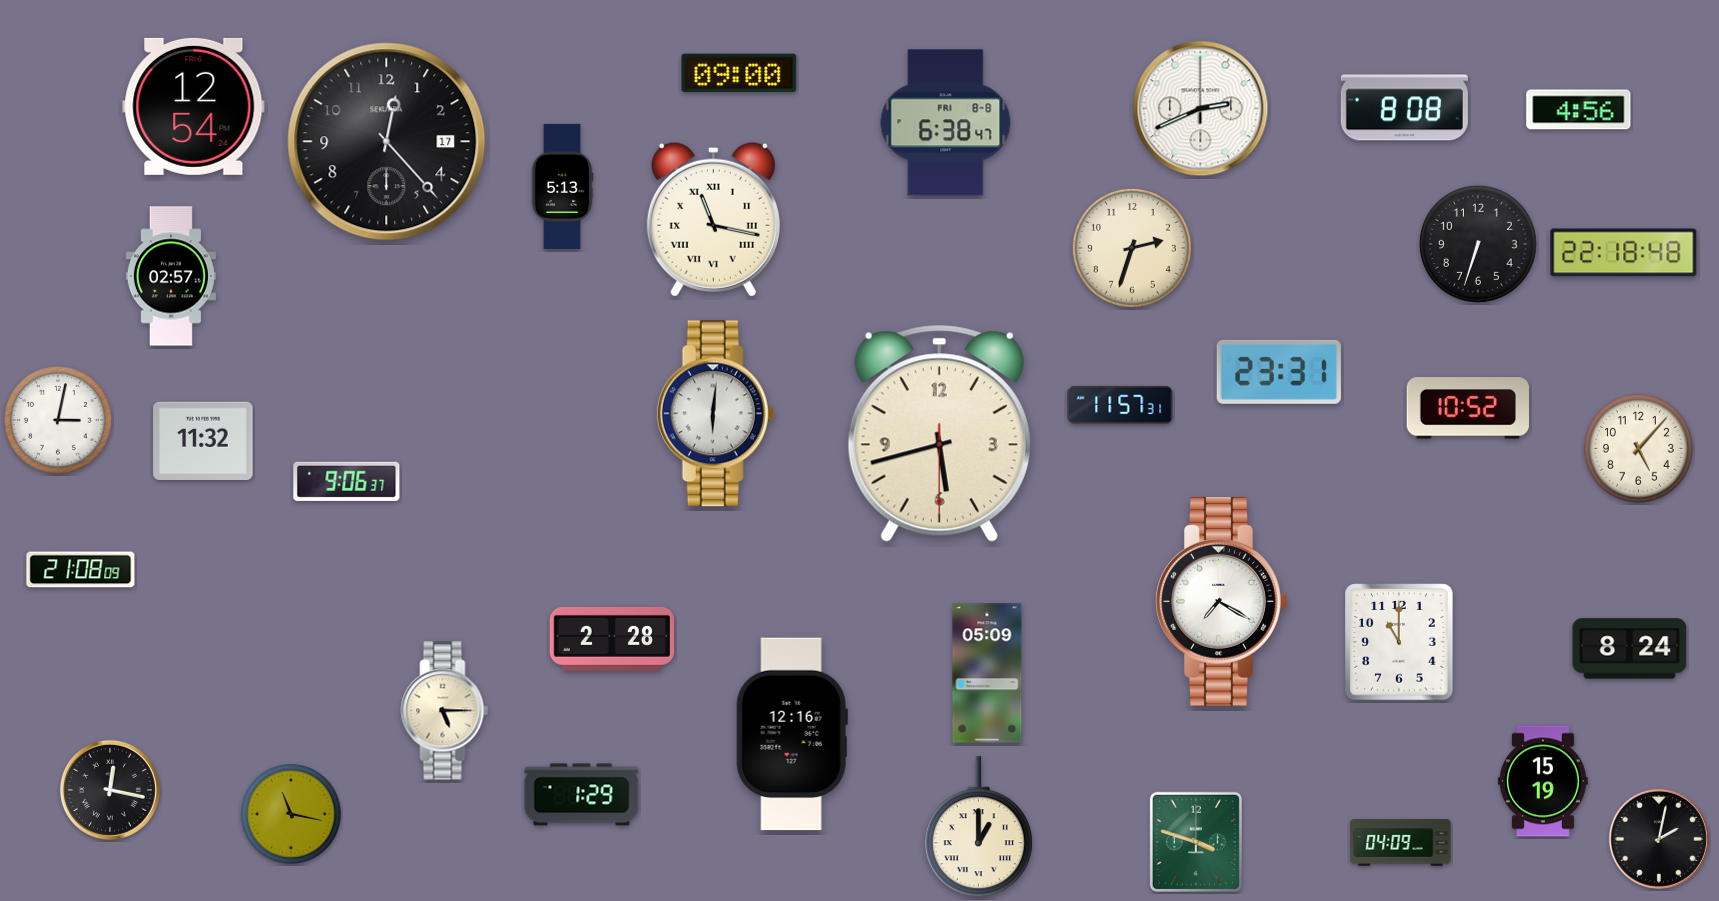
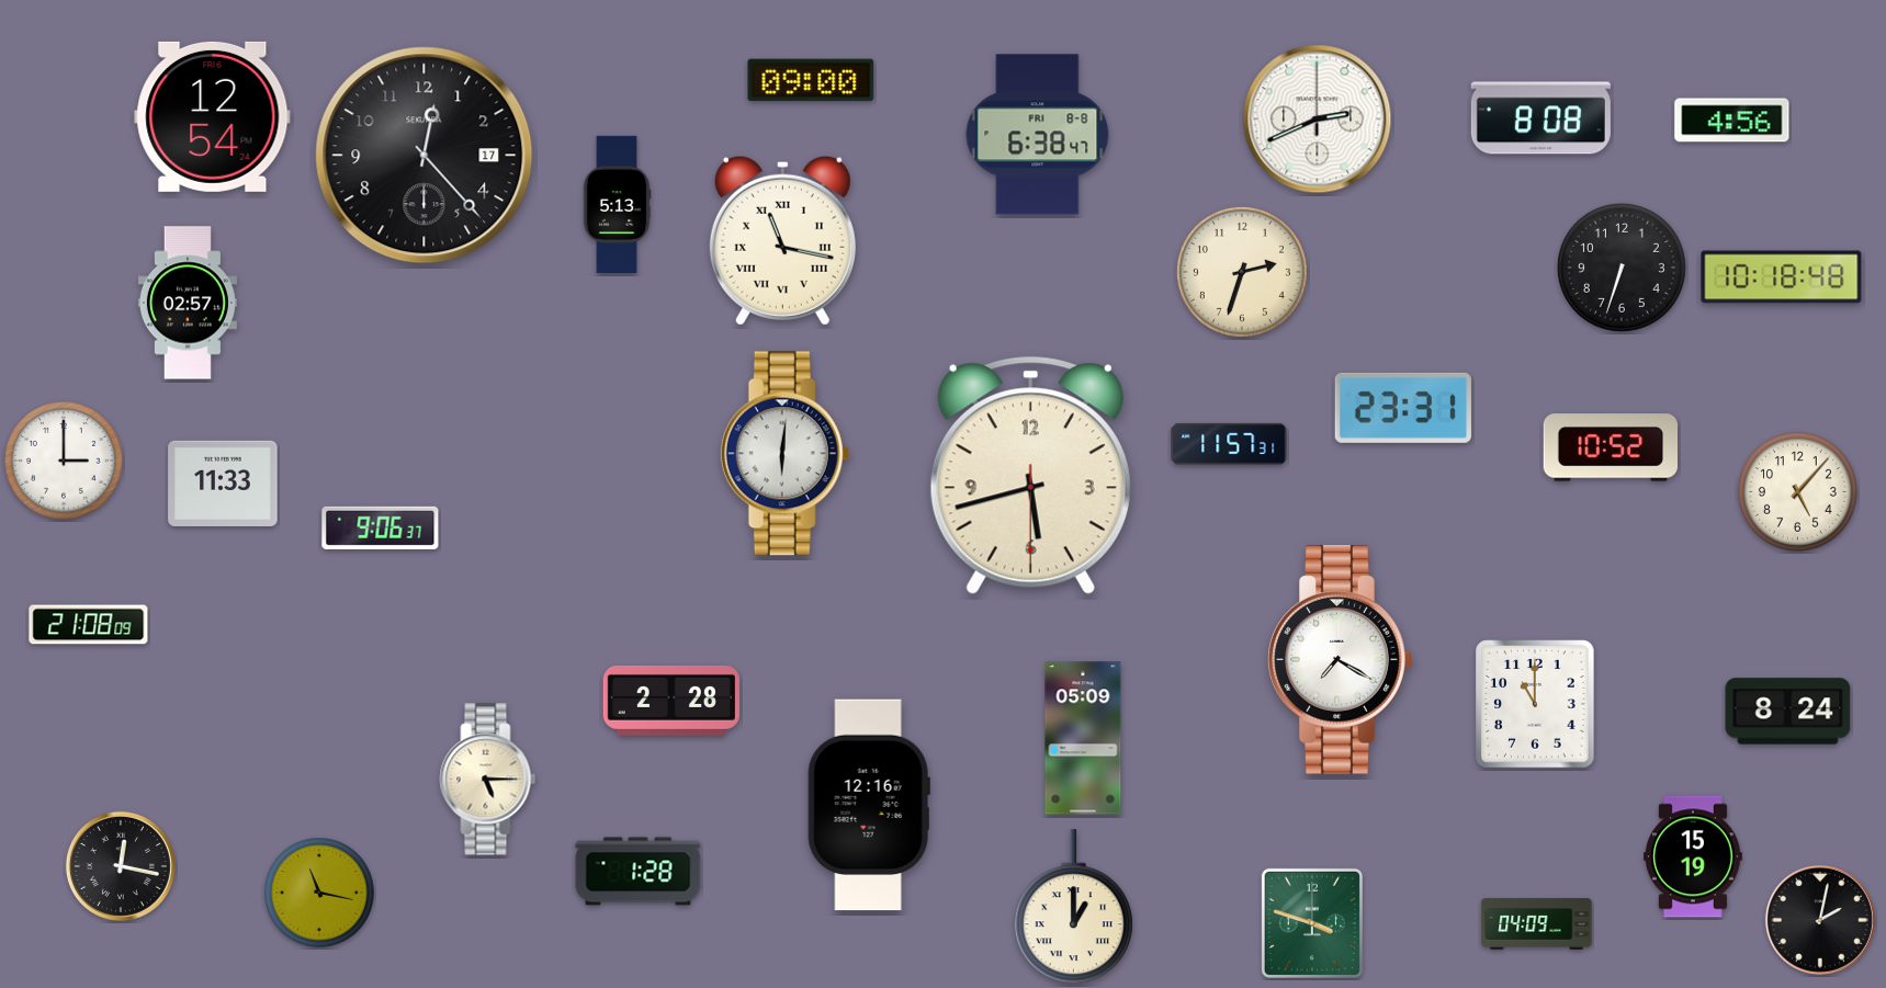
clock at (1624, 253): 22:18 -> 10:18
clock at (59, 421): 3:02 -> 3:00
clock at (203, 441): 11:32 -> 11:33
clock at (582, 795): 1:29 -> 1:28
